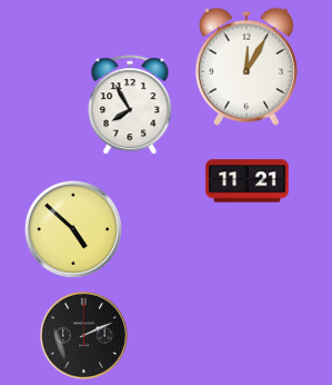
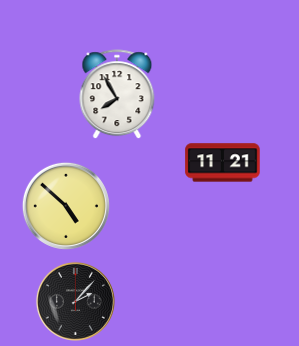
clock at (247, 67): 12:05 -> none
clock at (83, 335): 2:11 -> 2:07
